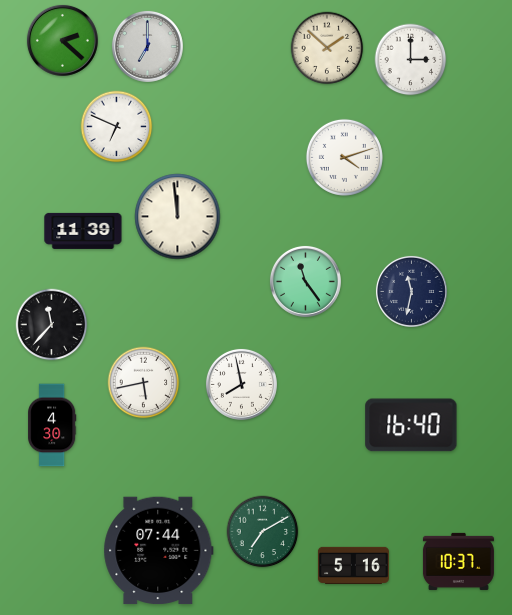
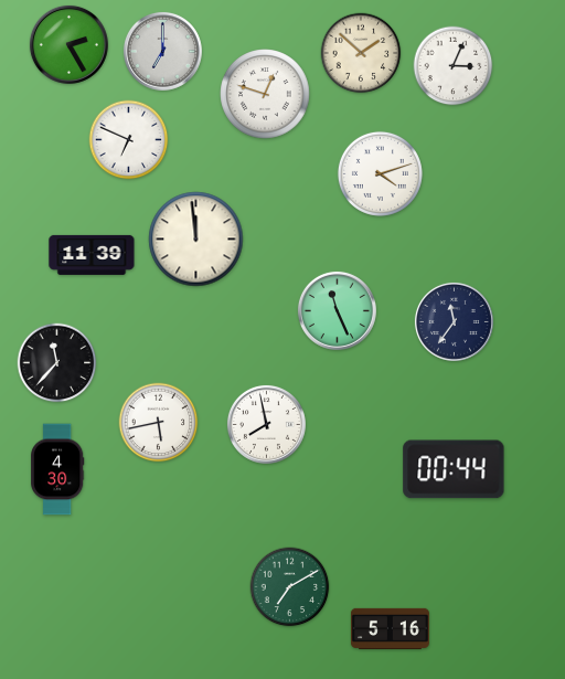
clock at (62, 40): 2:22 -> 2:25
clock at (411, 60): 3:00 -> 3:04
clock at (265, 94): none -> 12:48
clock at (305, 281): 11:24 -> 11:26
clock at (411, 291): 11:32 -> 11:36
clock at (52, 325) position: (52, 325) -> (57, 363)
clock at (411, 425): 16:40 -> 00:44
clock at (159, 551): 07:44 -> none
clock at (458, 561): 10:37 -> none
clock at (353, 565) position: (353, 565) -> (390, 628)
